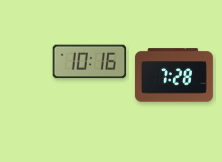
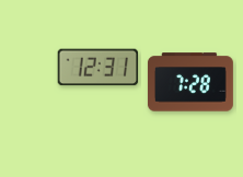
clock at (90, 62): 10:16 -> 12:31
